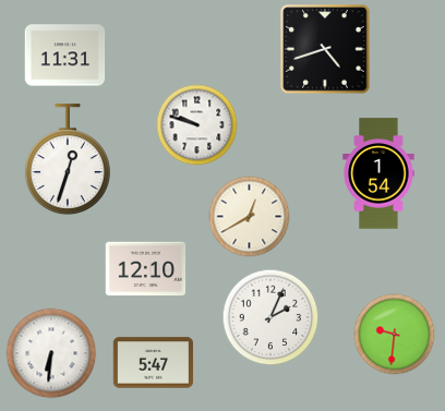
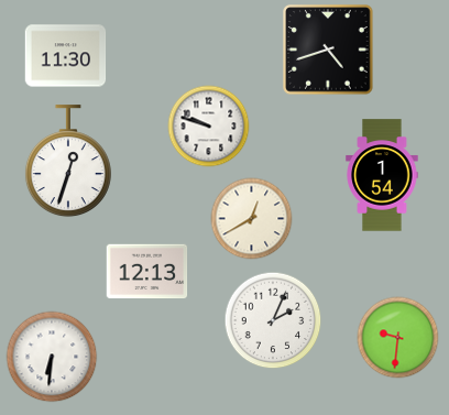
clock at (65, 56): 11:31 -> 11:30
clock at (197, 125) position: (197, 125) -> (209, 127)
clock at (146, 269): 12:10 -> 12:13
clock at (154, 363): 5:47 -> none
